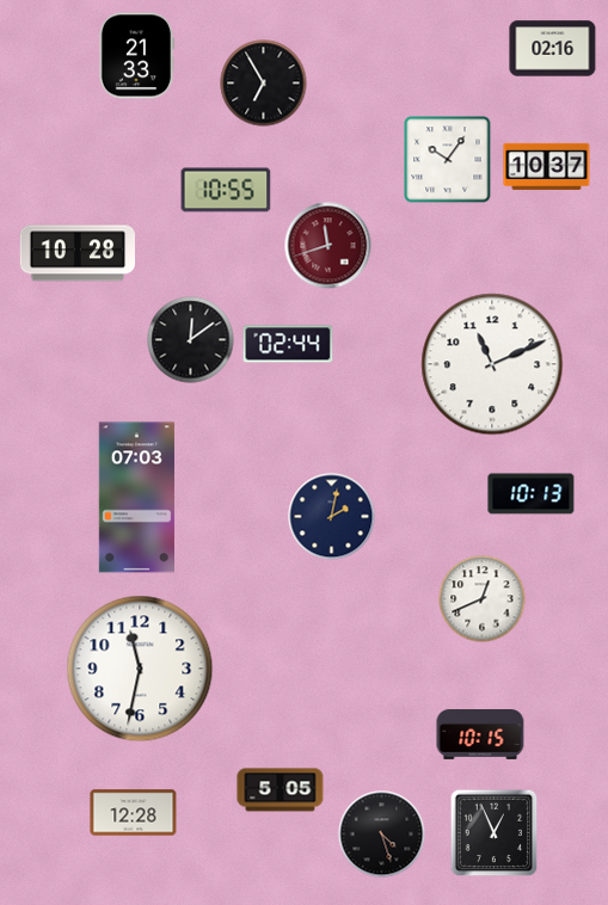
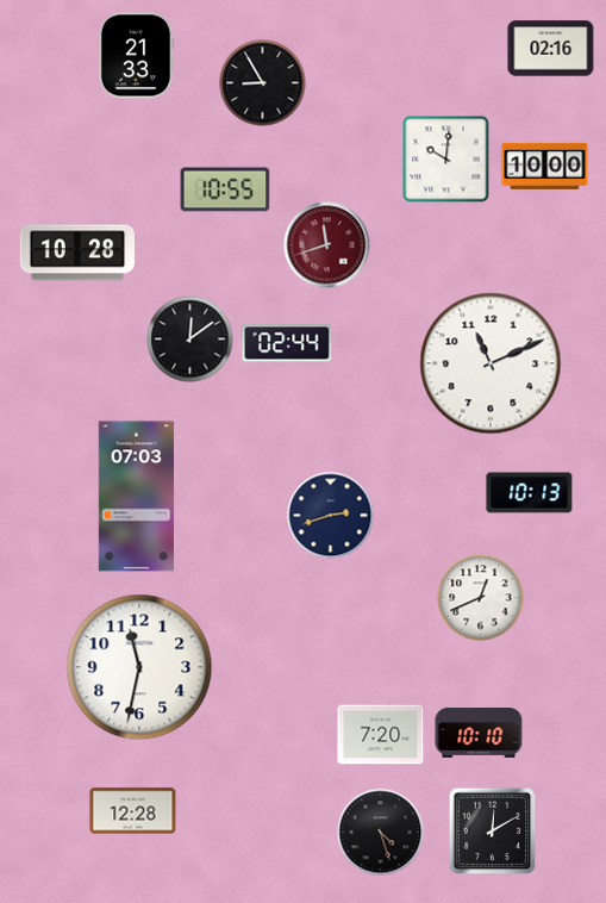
clock at (264, 84): 6:55 -> 8:55
clock at (448, 160): 10:06 -> 10:01
clock at (547, 166): 10:37 -> 10:00
clock at (332, 517): 2:02 -> 2:42
clock at (480, 735): 10:15 -> 10:10
clock at (381, 735): none -> 7:20
clock at (281, 790): 5:05 -> none
clock at (495, 833): 12:56 -> 12:10
